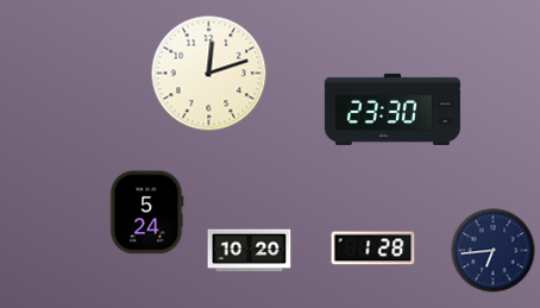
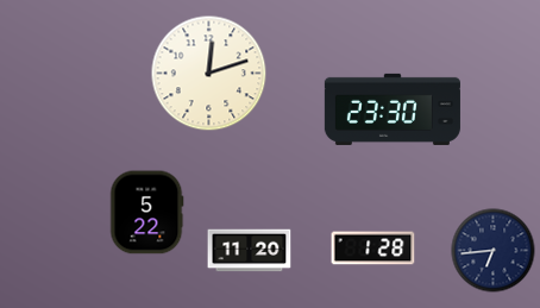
clock at (146, 213): 5:24 -> 5:22
clock at (250, 251): 10:20 -> 11:20
